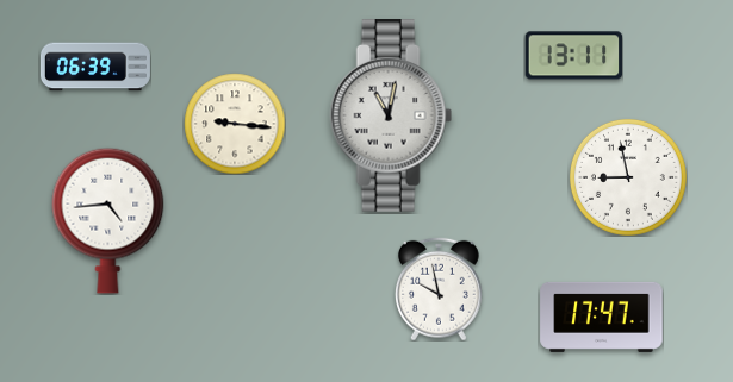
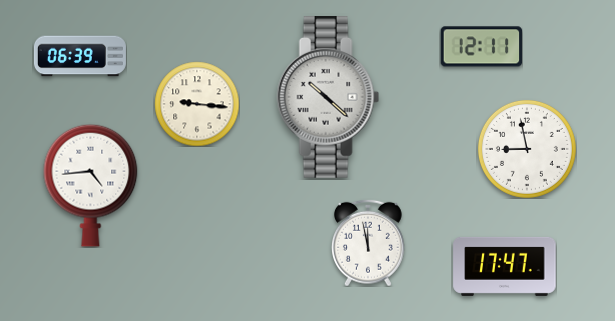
clock at (573, 56): 13:11 -> 12:11
clock at (391, 117): 11:02 -> 10:22
clock at (439, 289): 9:58 -> 11:58
